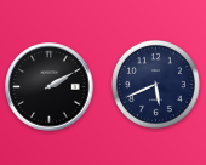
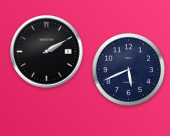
clock at (50, 87) position: (50, 87) -> (47, 52)
